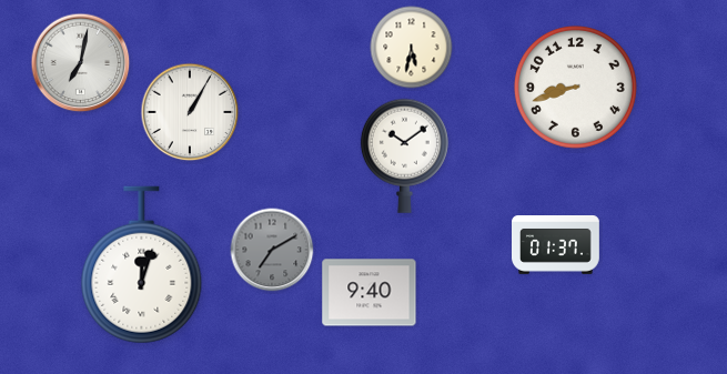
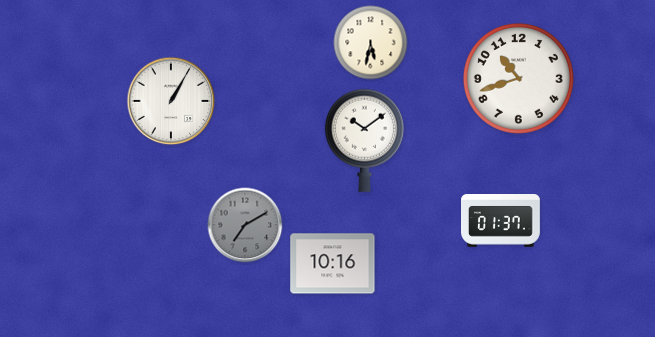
clock at (81, 63): 7:02 -> none
clock at (575, 87): 8:42 -> 10:42
clock at (142, 265): 12:03 -> none
clock at (370, 293): 9:40 -> 10:16
